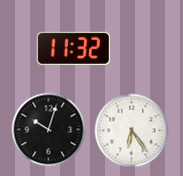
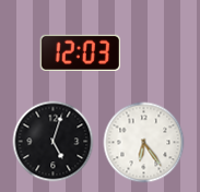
clock at (73, 48): 11:32 -> 12:03
clock at (49, 130): 10:03 -> 5:03
